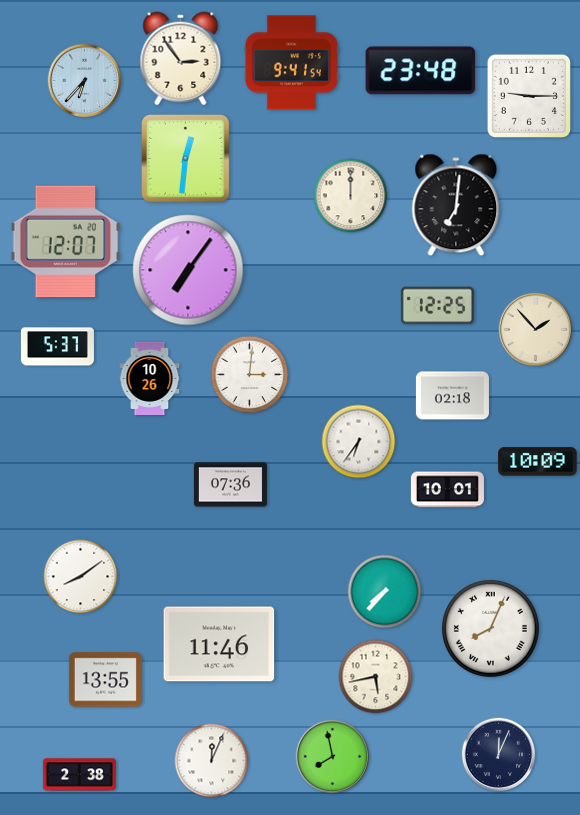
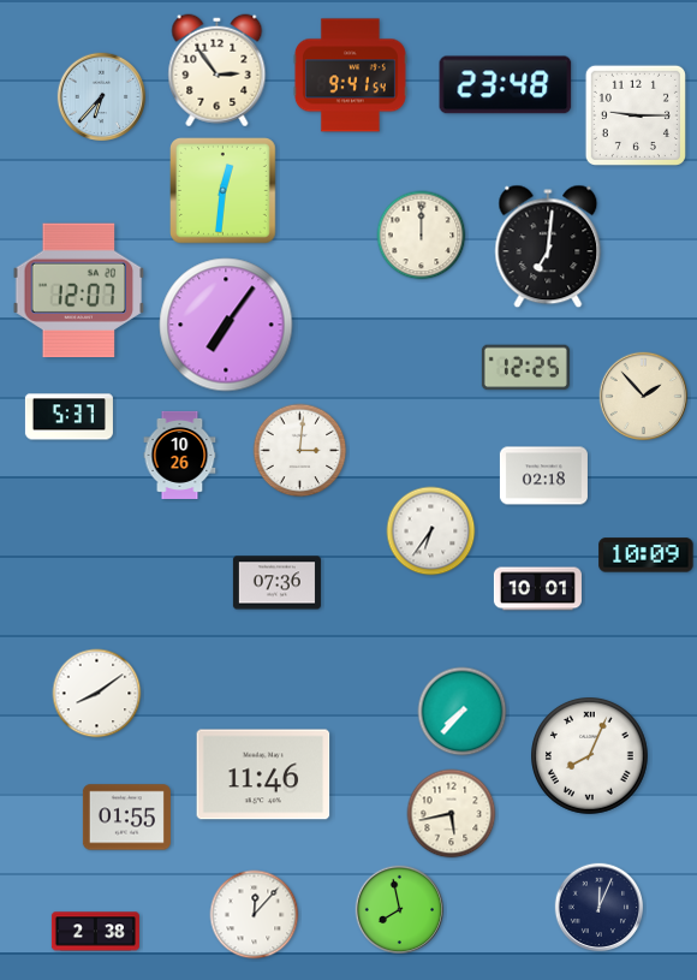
clock at (105, 680): 13:55 -> 01:55
clock at (212, 761): 12:04 -> 12:07
